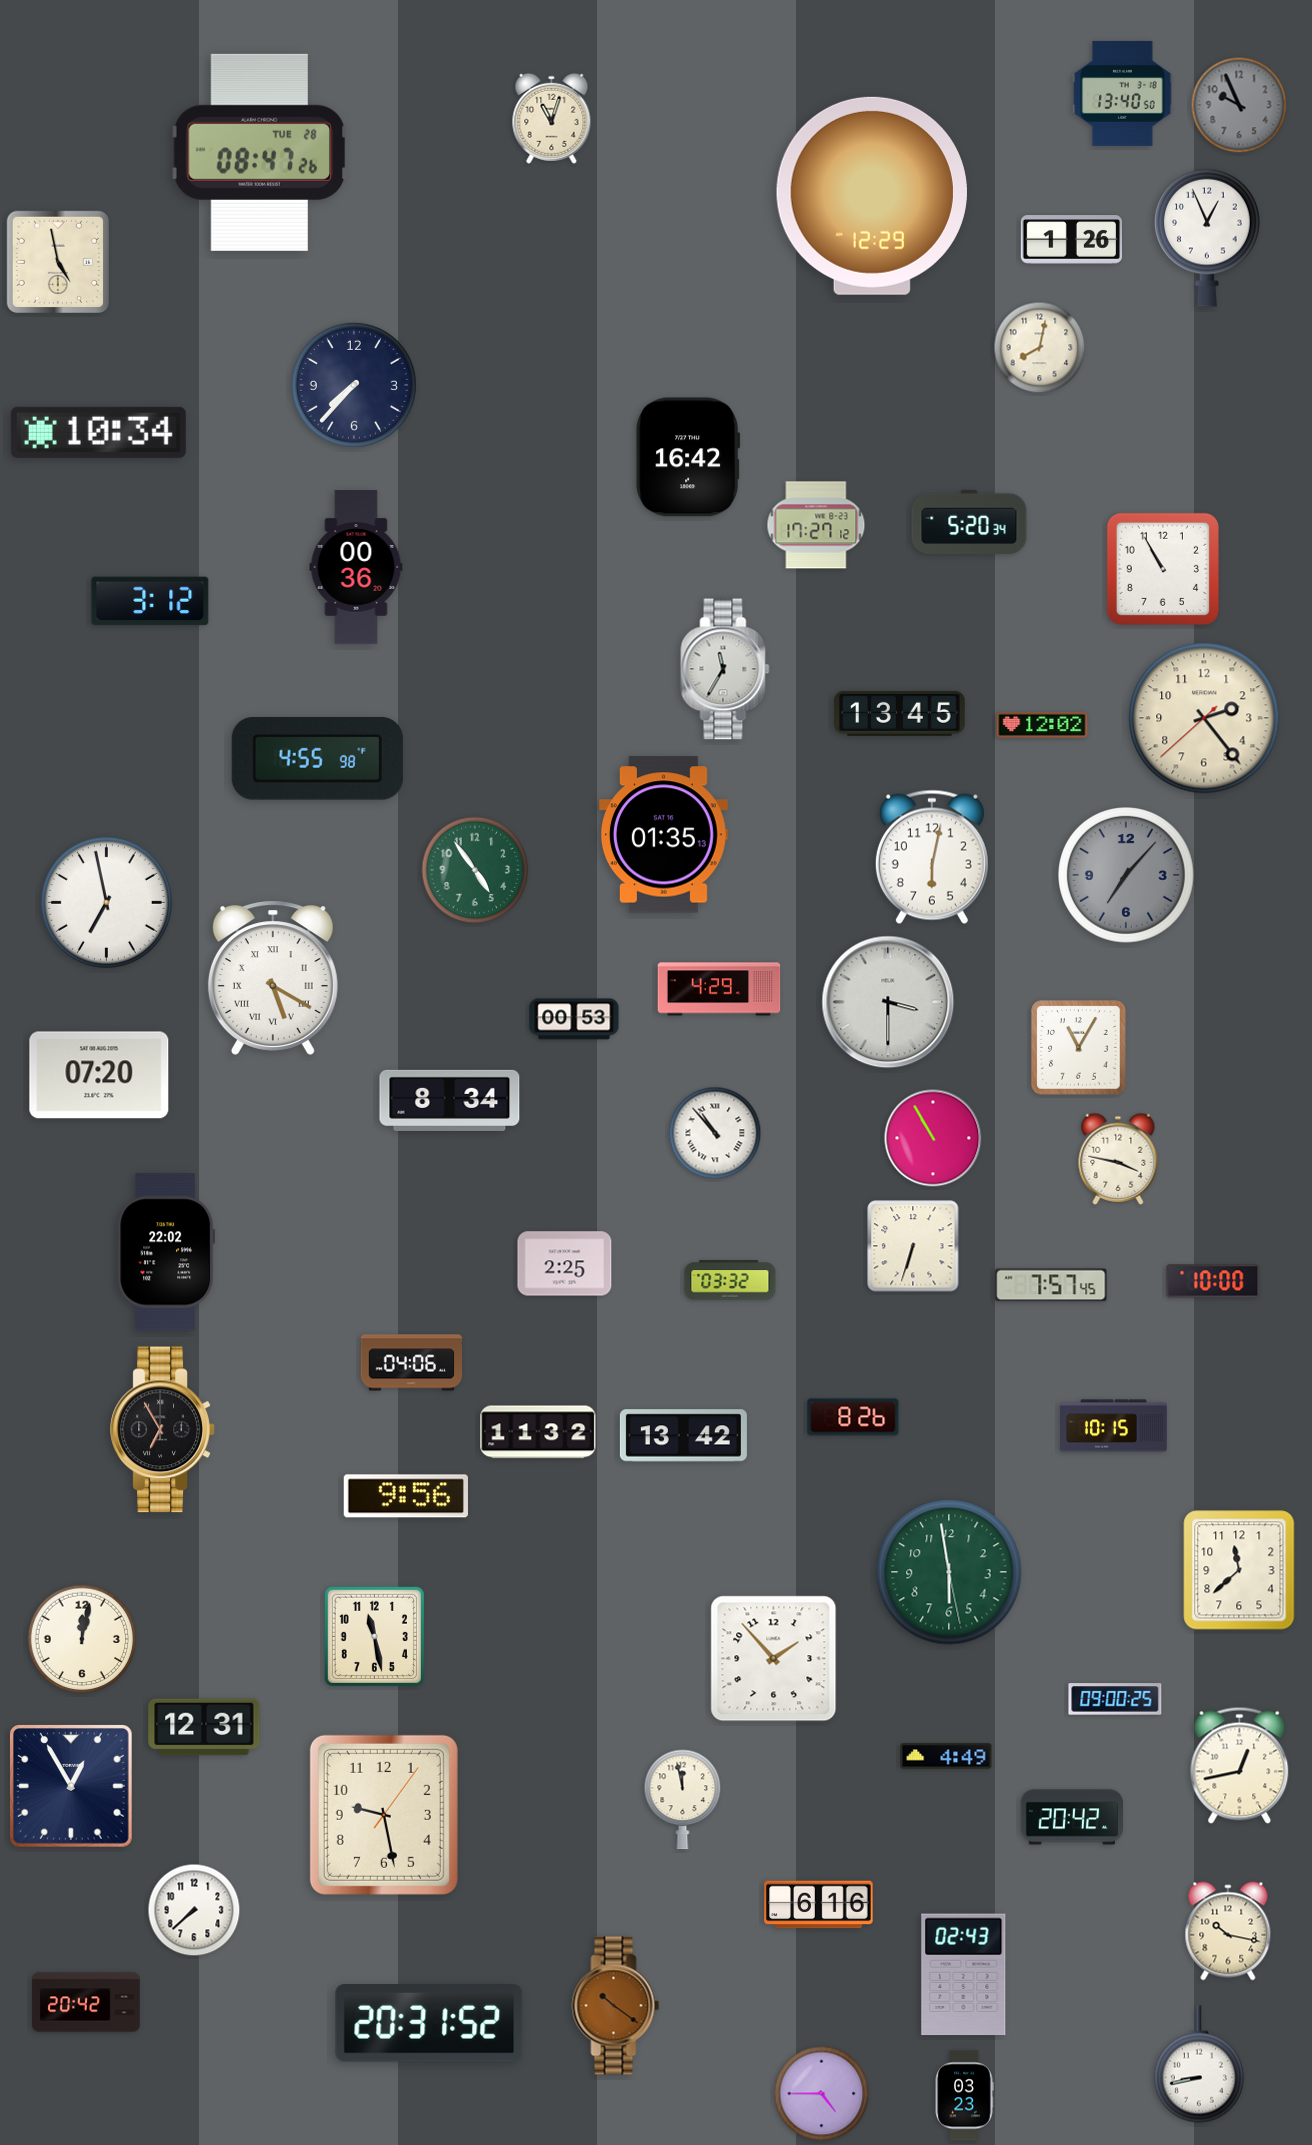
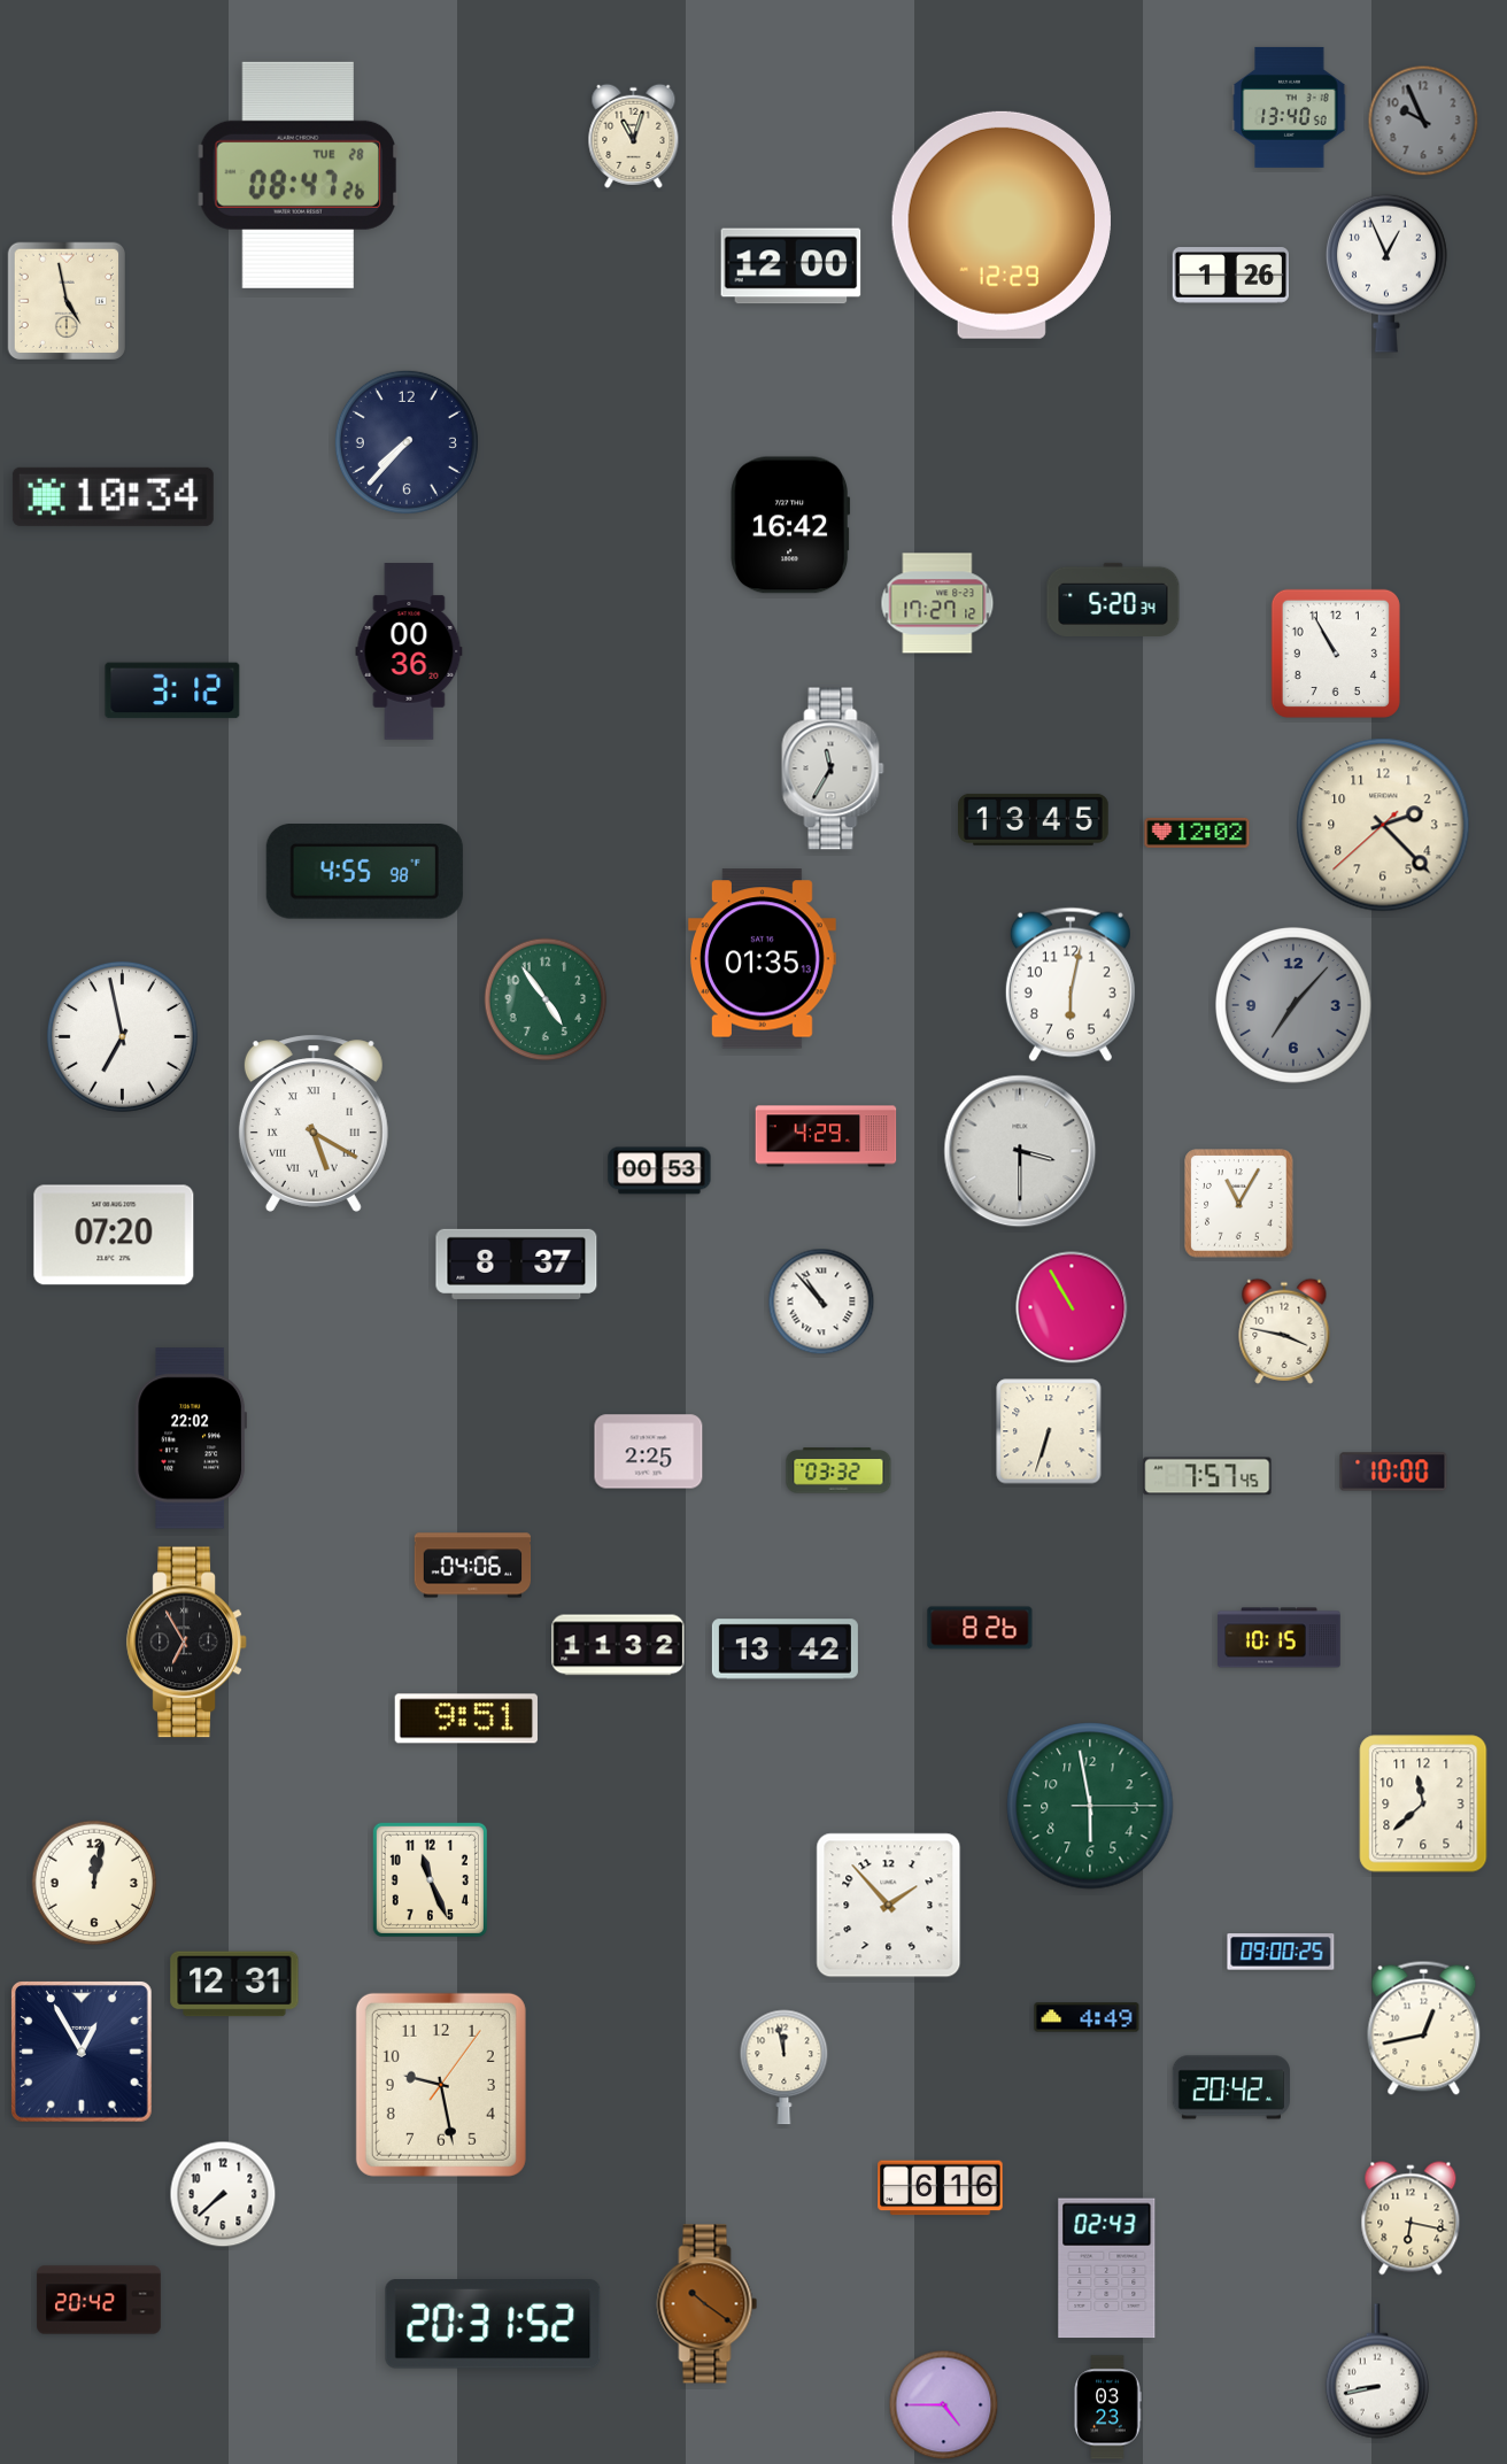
clock at (791, 267): none -> 12:00
clock at (1040, 348): 8:02 -> none
clock at (1204, 718): 2:23 -> 2:22
clock at (450, 1100): 8:34 -> 8:37
clock at (406, 1496): 9:56 -> 9:51
clock at (949, 1572): 5:58:28 -> 5:58:15
clock at (374, 1636): 11:28 -> 11:26
clock at (1228, 1931): 10:17 -> 6:17
